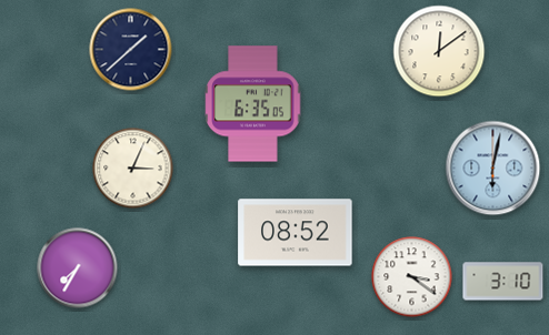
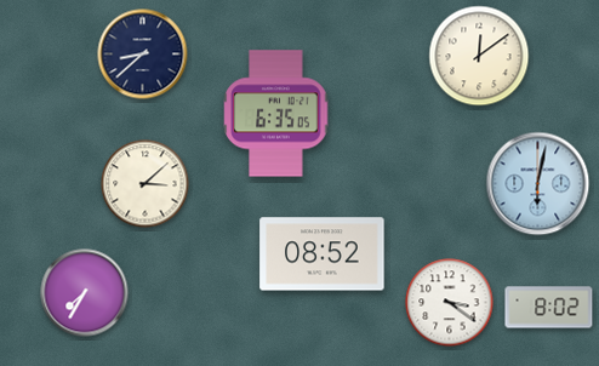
clock at (131, 50): 1:38 -> 8:38
clock at (133, 169): 3:04 -> 3:08
clock at (503, 282): 3:10 -> 8:02
